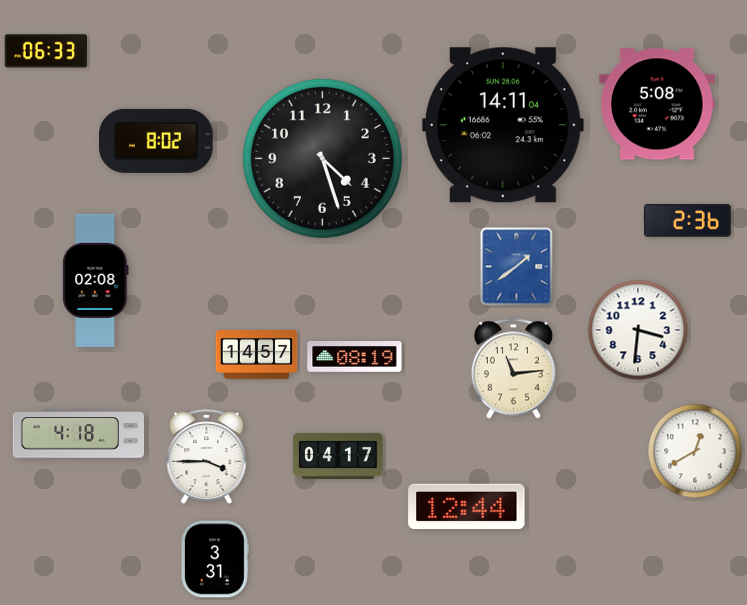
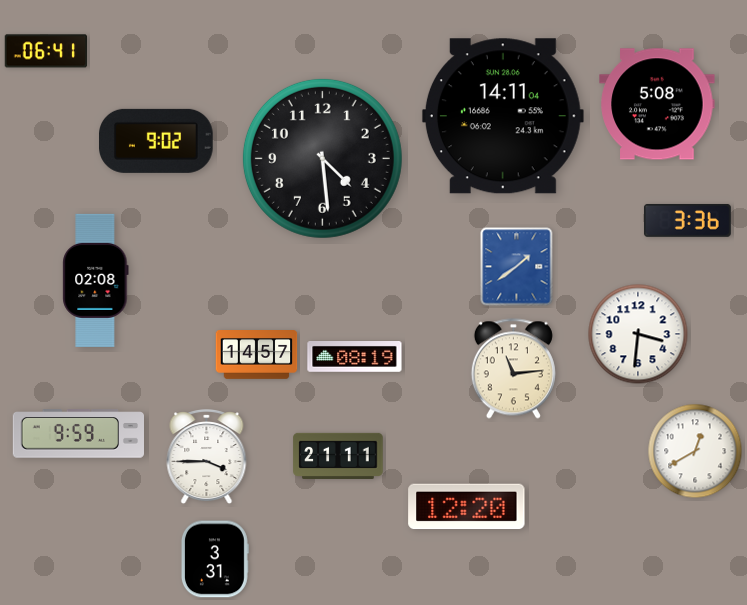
clock at (45, 51): 06:33 -> 06:41
clock at (503, 125) position: (503, 125) -> (503, 116)
clock at (156, 141): 8:02 -> 9:02
clock at (322, 158): 4:27 -> 4:29
clock at (687, 220): 2:36 -> 3:36
clock at (638, 330) position: (638, 330) -> (638, 334)
clock at (78, 434): 4:18 -> 9:59
clock at (338, 456): 04:17 -> 21:11
clock at (467, 507): 12:44 -> 12:20
